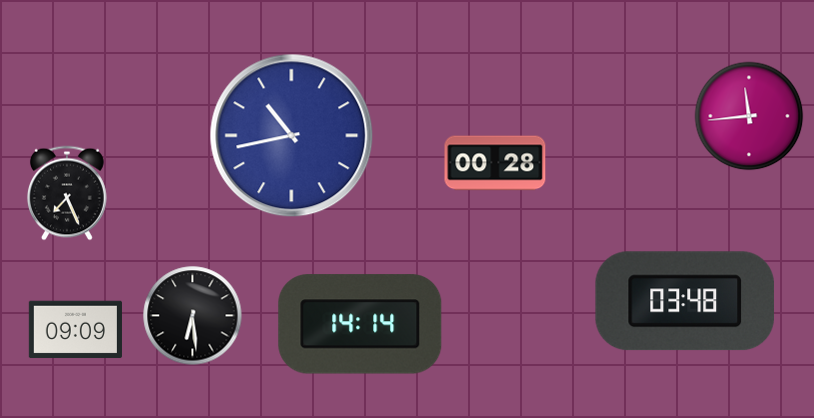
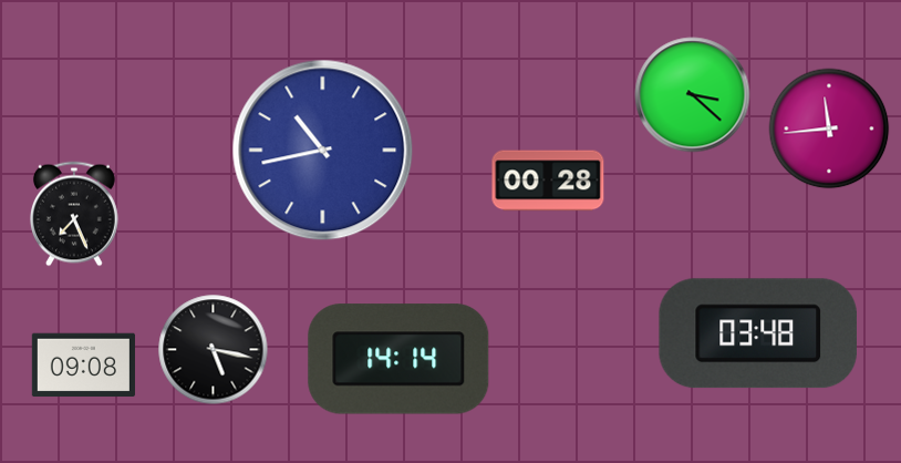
clock at (693, 95): none -> 3:22
clock at (193, 316): 6:29 -> 5:17
clock at (75, 330): 09:09 -> 09:08
